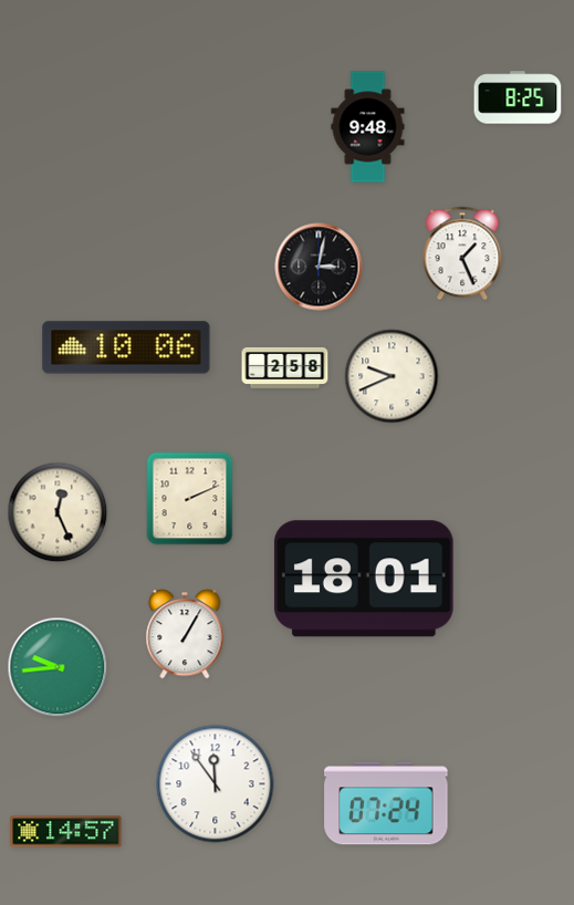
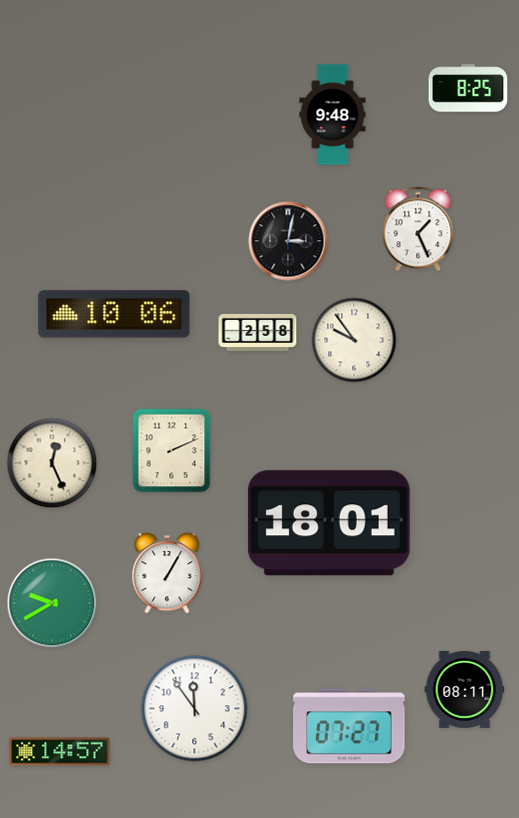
clock at (392, 376): 9:41 -> 9:54
clock at (58, 667): 9:44 -> 9:40
clock at (465, 689): none -> 08:11
clock at (386, 803): 07:24 -> 07:27
